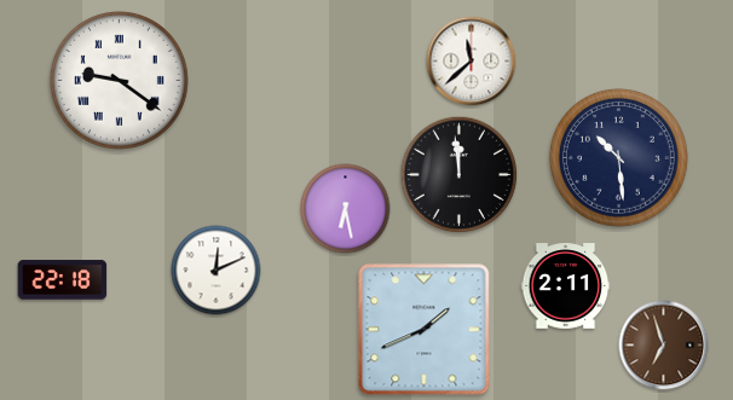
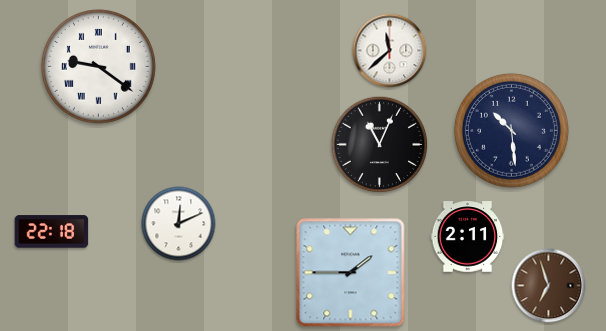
clock at (460, 175): 11:59 -> 11:04
clock at (346, 209): 6:28 -> none
clock at (425, 330): 1:41 -> 1:45
